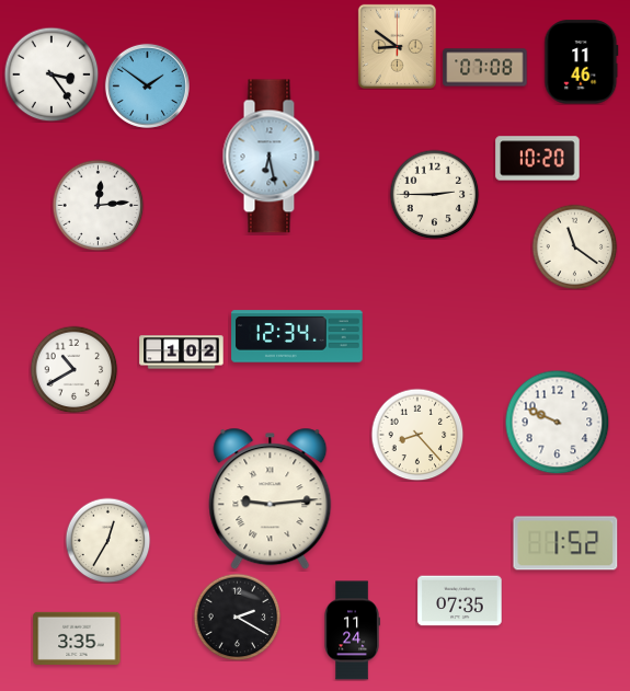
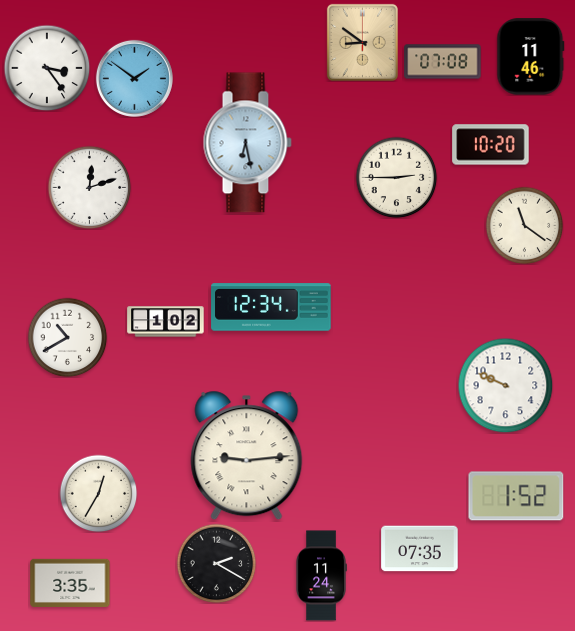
clock at (98, 205): 12:14 -> 12:12
clock at (557, 422) position: (557, 422) -> (505, 385)
clock at (417, 435): 8:23 -> none
